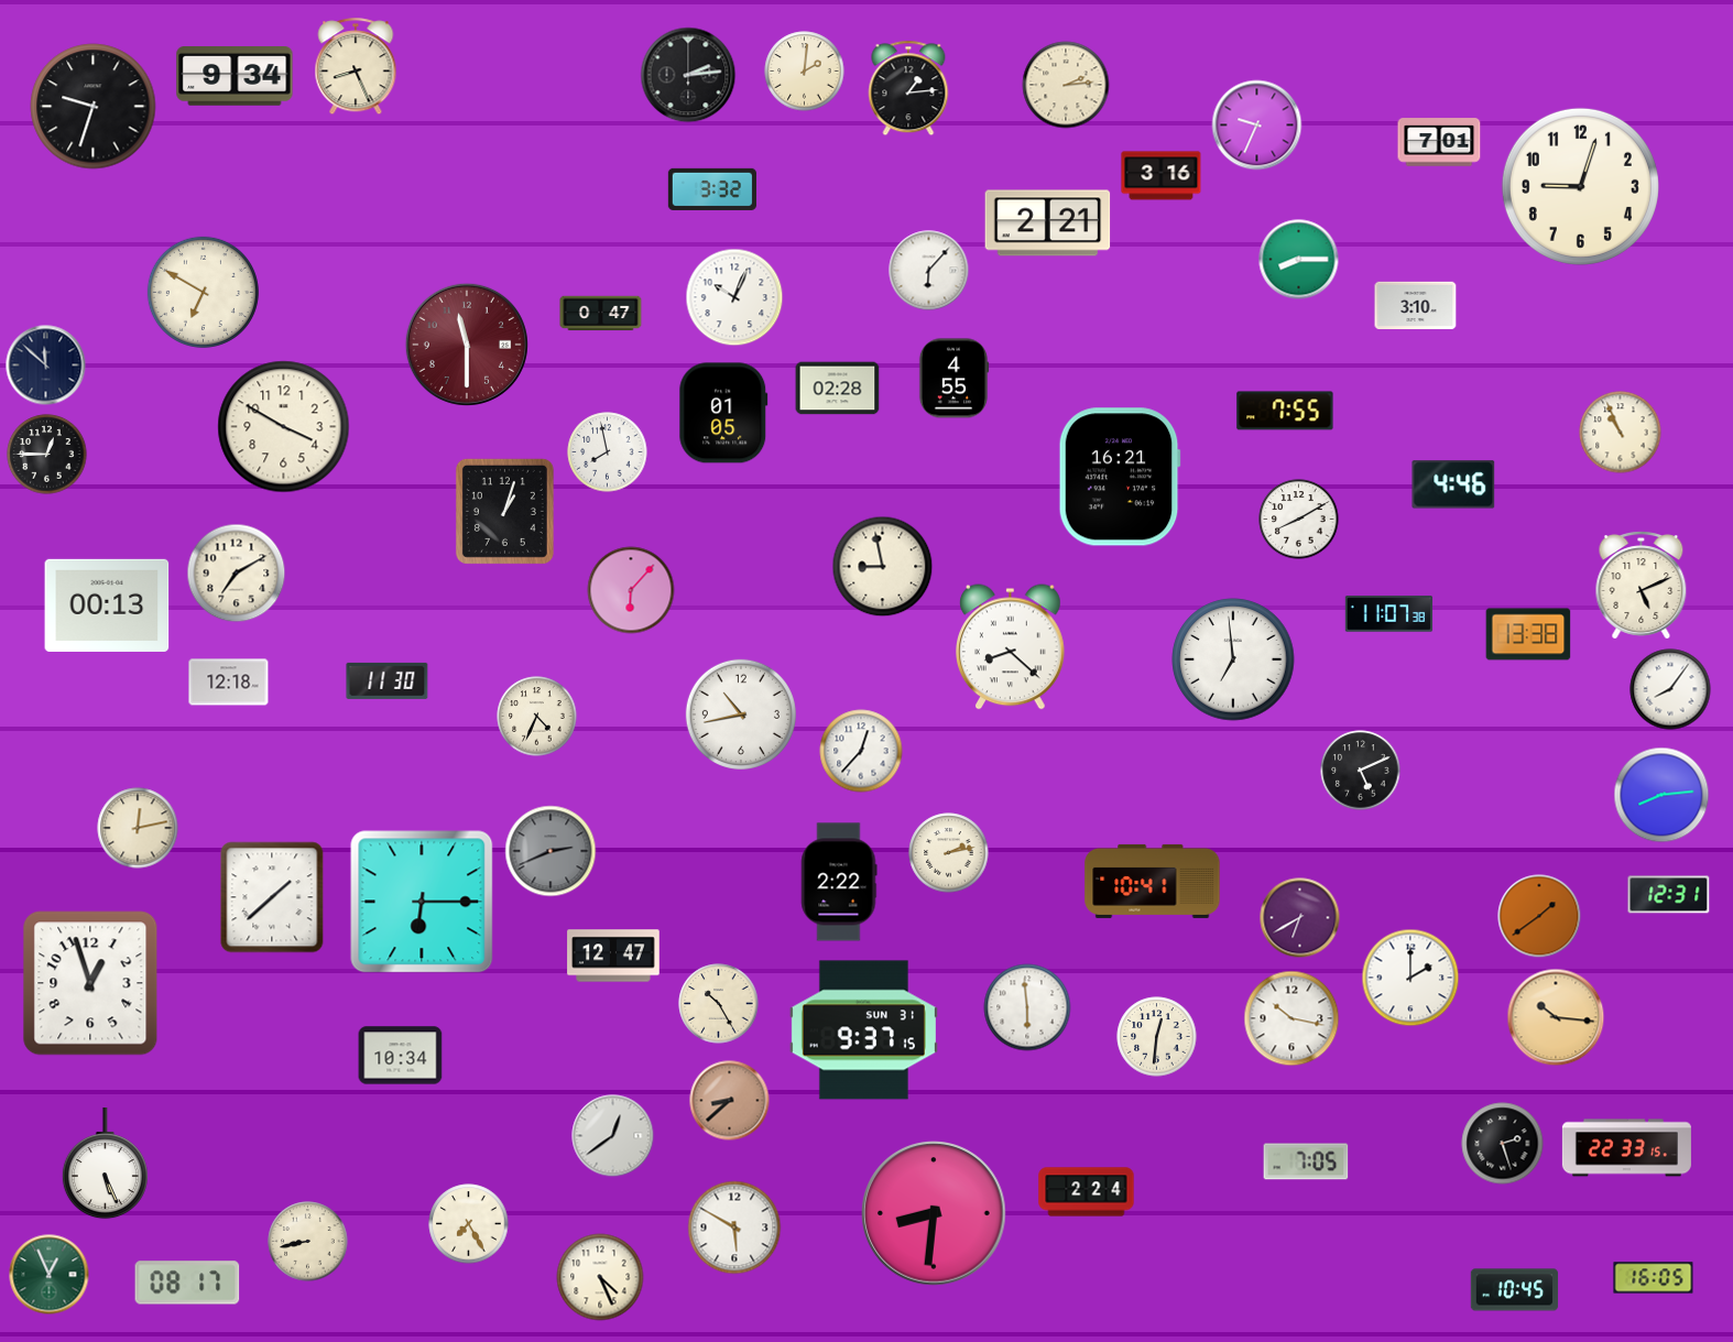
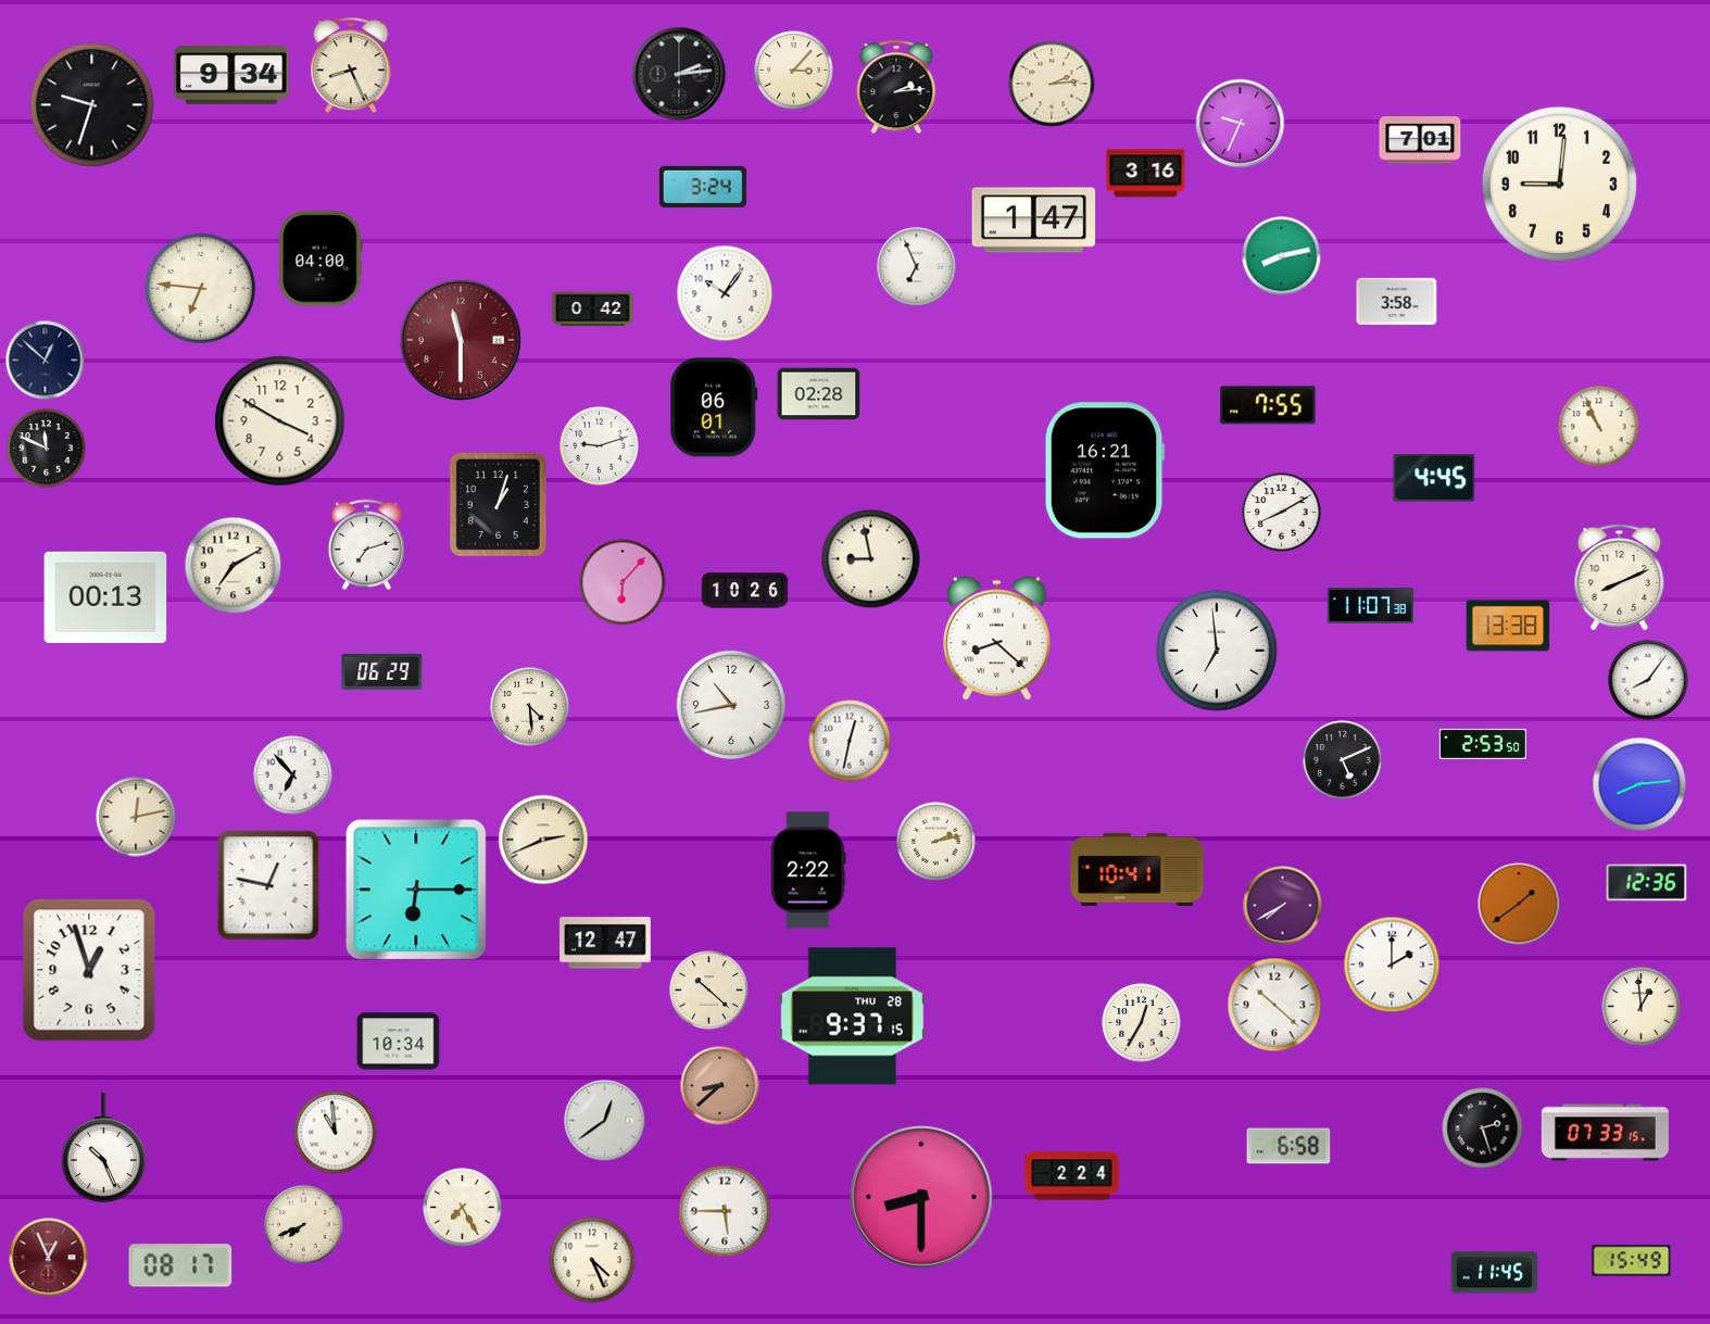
clock at (805, 72): 2:01 -> 3:07
clock at (908, 88): 1:14 -> 2:14
clock at (1580, 186): 9:03 -> 9:01
clock at (712, 189): 3:32 -> 3:24
clock at (1048, 223): 2:21 -> 1:47
clock at (1299, 260): 8:15 -> 8:13
clock at (320, 259): none -> 04:00
clock at (929, 271): 6:07 -> 6:56
clock at (203, 292): 6:50 -> 6:46
clock at (734, 297): 10:04 -> 10:06
clock at (1416, 305): 3:10 -> 3:58
clock at (601, 314): 0:47 -> 0:42
clock at (46, 365): 11:52 -> 12:52
clock at (953, 379): 4:55 -> none
clock at (838, 389) position: (838, 389) -> (819, 394)
clock at (723, 413): 01:05 -> 06:01
clock at (608, 452): 7:58 -> 9:12
clock at (47, 455): 12:45 -> 11:49
clock at (1453, 484): 4:46 -> 4:45
clock at (367, 545): none -> 7:12
clock at (1642, 586): 5:11 -> 8:11
clock at (745, 591): none -> 10:26
clock at (388, 680): 11:30 -> 06:29
clock at (229, 683): 12:18 -> none
clock at (537, 717): 4:34 -> 4:29
clock at (861, 751): 12:37 -> 12:32
clock at (1483, 744): none -> 2:53
clock at (293, 776): none -> 6:53
clock at (551, 851) dial: grey -> cream
clock at (839, 882) position: (839, 882) -> (808, 870)
clock at (1669, 895): 12:31 -> 12:36
clock at (272, 897): 1:38 -> 12:47
clock at (1300, 918): 6:40 -> 7:40
clock at (719, 1004): 10:25 -> 10:22
clock at (1027, 1007): 5:59 -> none
clock at (1556, 1017): 10:16 -> none
clock at (1291, 1018): 10:17 -> 10:22
clock at (1642, 1007): none -> 12:59
clock at (863, 1030) date: SUN 31 -> THU 28
clock at (1157, 1037): 12:31 -> 12:35
clock at (401, 1056) position: (401, 1056) -> (399, 1042)
clock at (336, 1133): none -> 10:59
clock at (1626, 1148): 22:33 -> 07:33
clock at (1306, 1161): 7:05 -> 6:58
clock at (105, 1164): 5:26 -> 10:26
clock at (934, 1213): 8:31 -> 8:30
clock at (734, 1228): 5:50 -> 5:45
clock at (308, 1242): 8:43 -> 7:41
clock at (50, 1275) dial: green -> burgundy
clock at (1654, 1278): 16:05 -> 15:49
clock at (187, 1283) position: (187, 1283) -> (180, 1265)
clock at (1515, 1290): 10:45 -> 11:45
